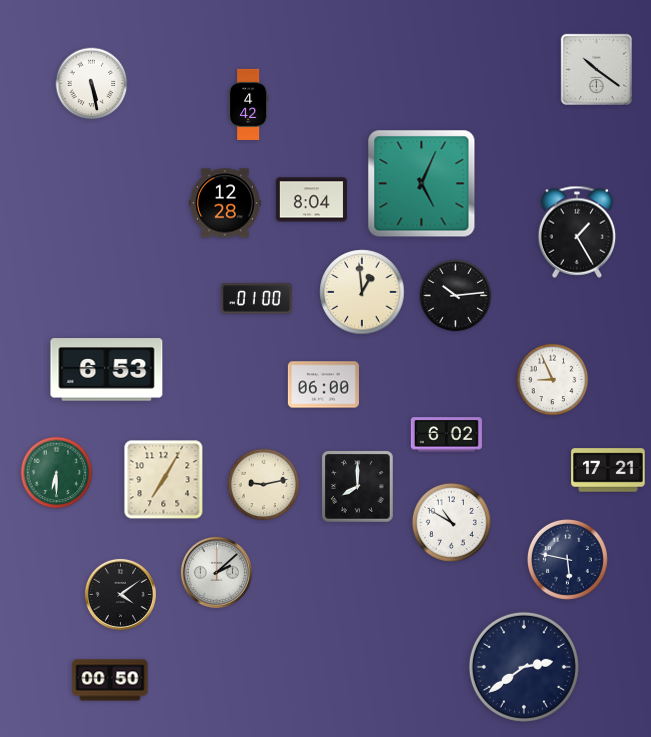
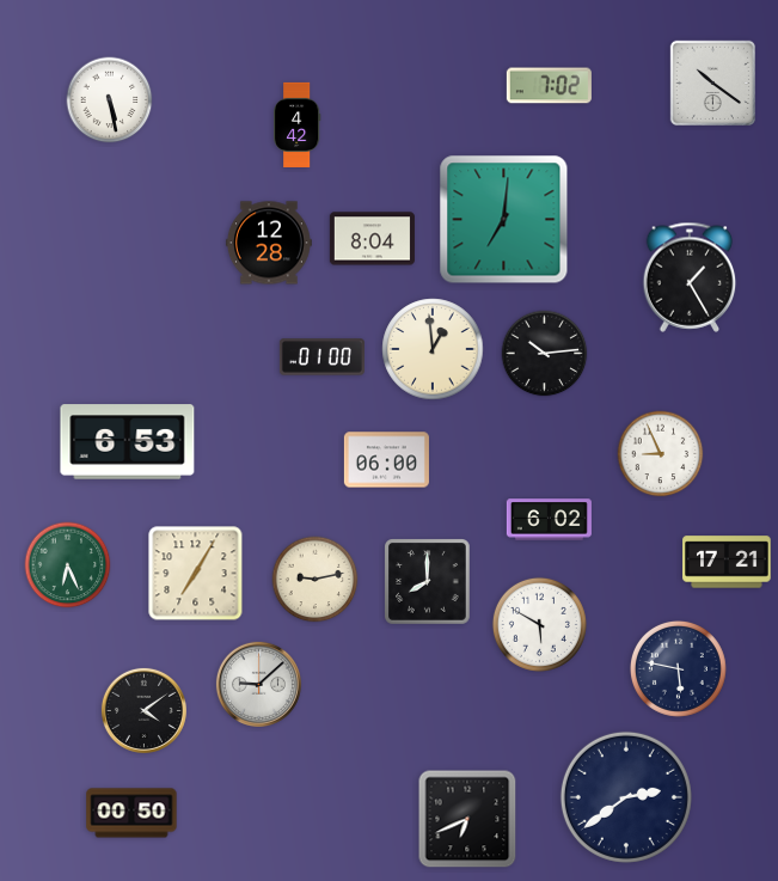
clock at (549, 86): none -> 7:02
clock at (422, 184): 5:04 -> 7:01
clock at (256, 299) position: (256, 299) -> (321, 357)
clock at (446, 435) position: (446, 435) -> (549, 520)
clock at (57, 473): 6:30 -> 6:26
clock at (451, 522): 10:50 -> 5:50
clock at (216, 572): 2:08 -> 9:08
clock at (467, 819): none -> 6:41
